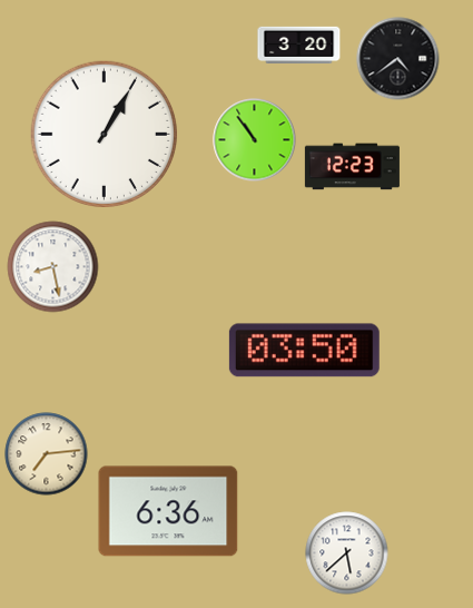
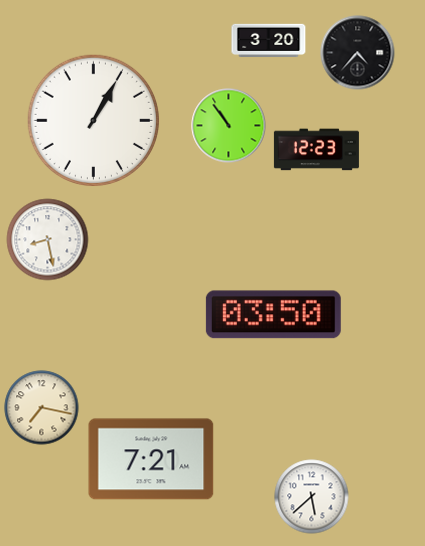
clock at (398, 59): 4:39 -> 4:37
clock at (47, 454): 7:14 -> 7:17
clock at (168, 511): 6:36 -> 7:21
